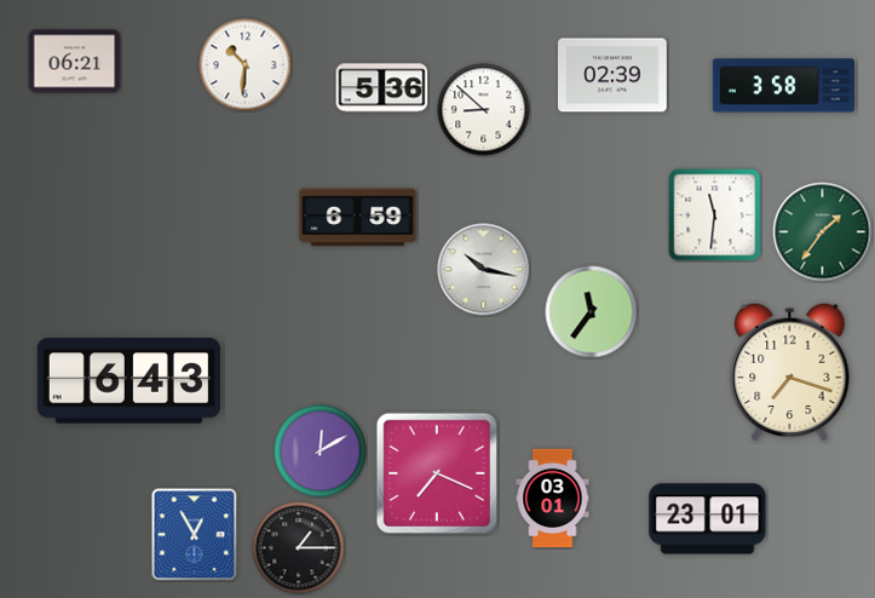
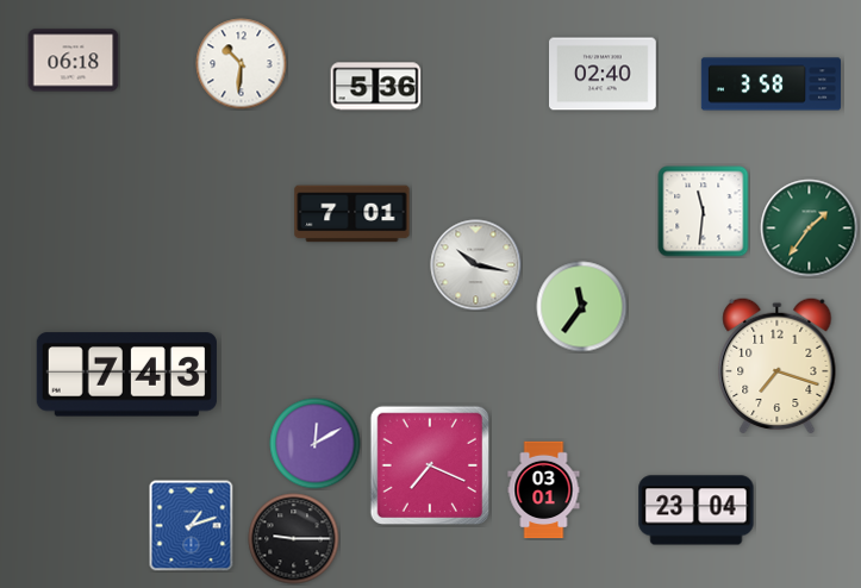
clock at (75, 62): 06:21 -> 06:18
clock at (614, 75): 02:39 -> 02:40
clock at (484, 110): 8:52 -> none
clock at (358, 218): 6:59 -> 7:01
clock at (128, 381): 6:43 -> 7:43
clock at (708, 519): 23:01 -> 23:04
clock at (195, 535): 12:55 -> 1:12
clock at (299, 548): 1:15 -> 9:15
